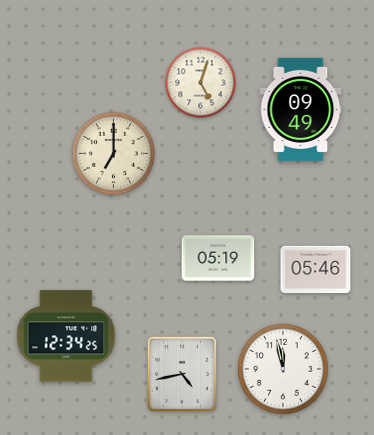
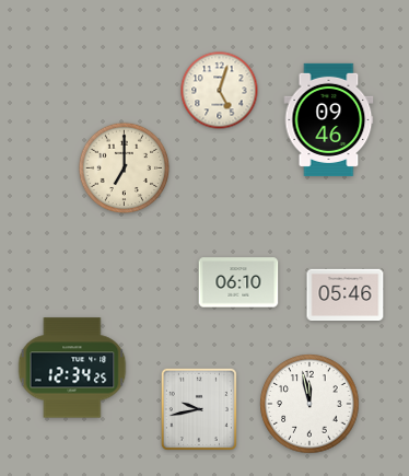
clock at (301, 109): 09:49 -> 09:46
clock at (218, 258): 05:19 -> 06:10
clock at (182, 374): 4:43 -> 9:43
